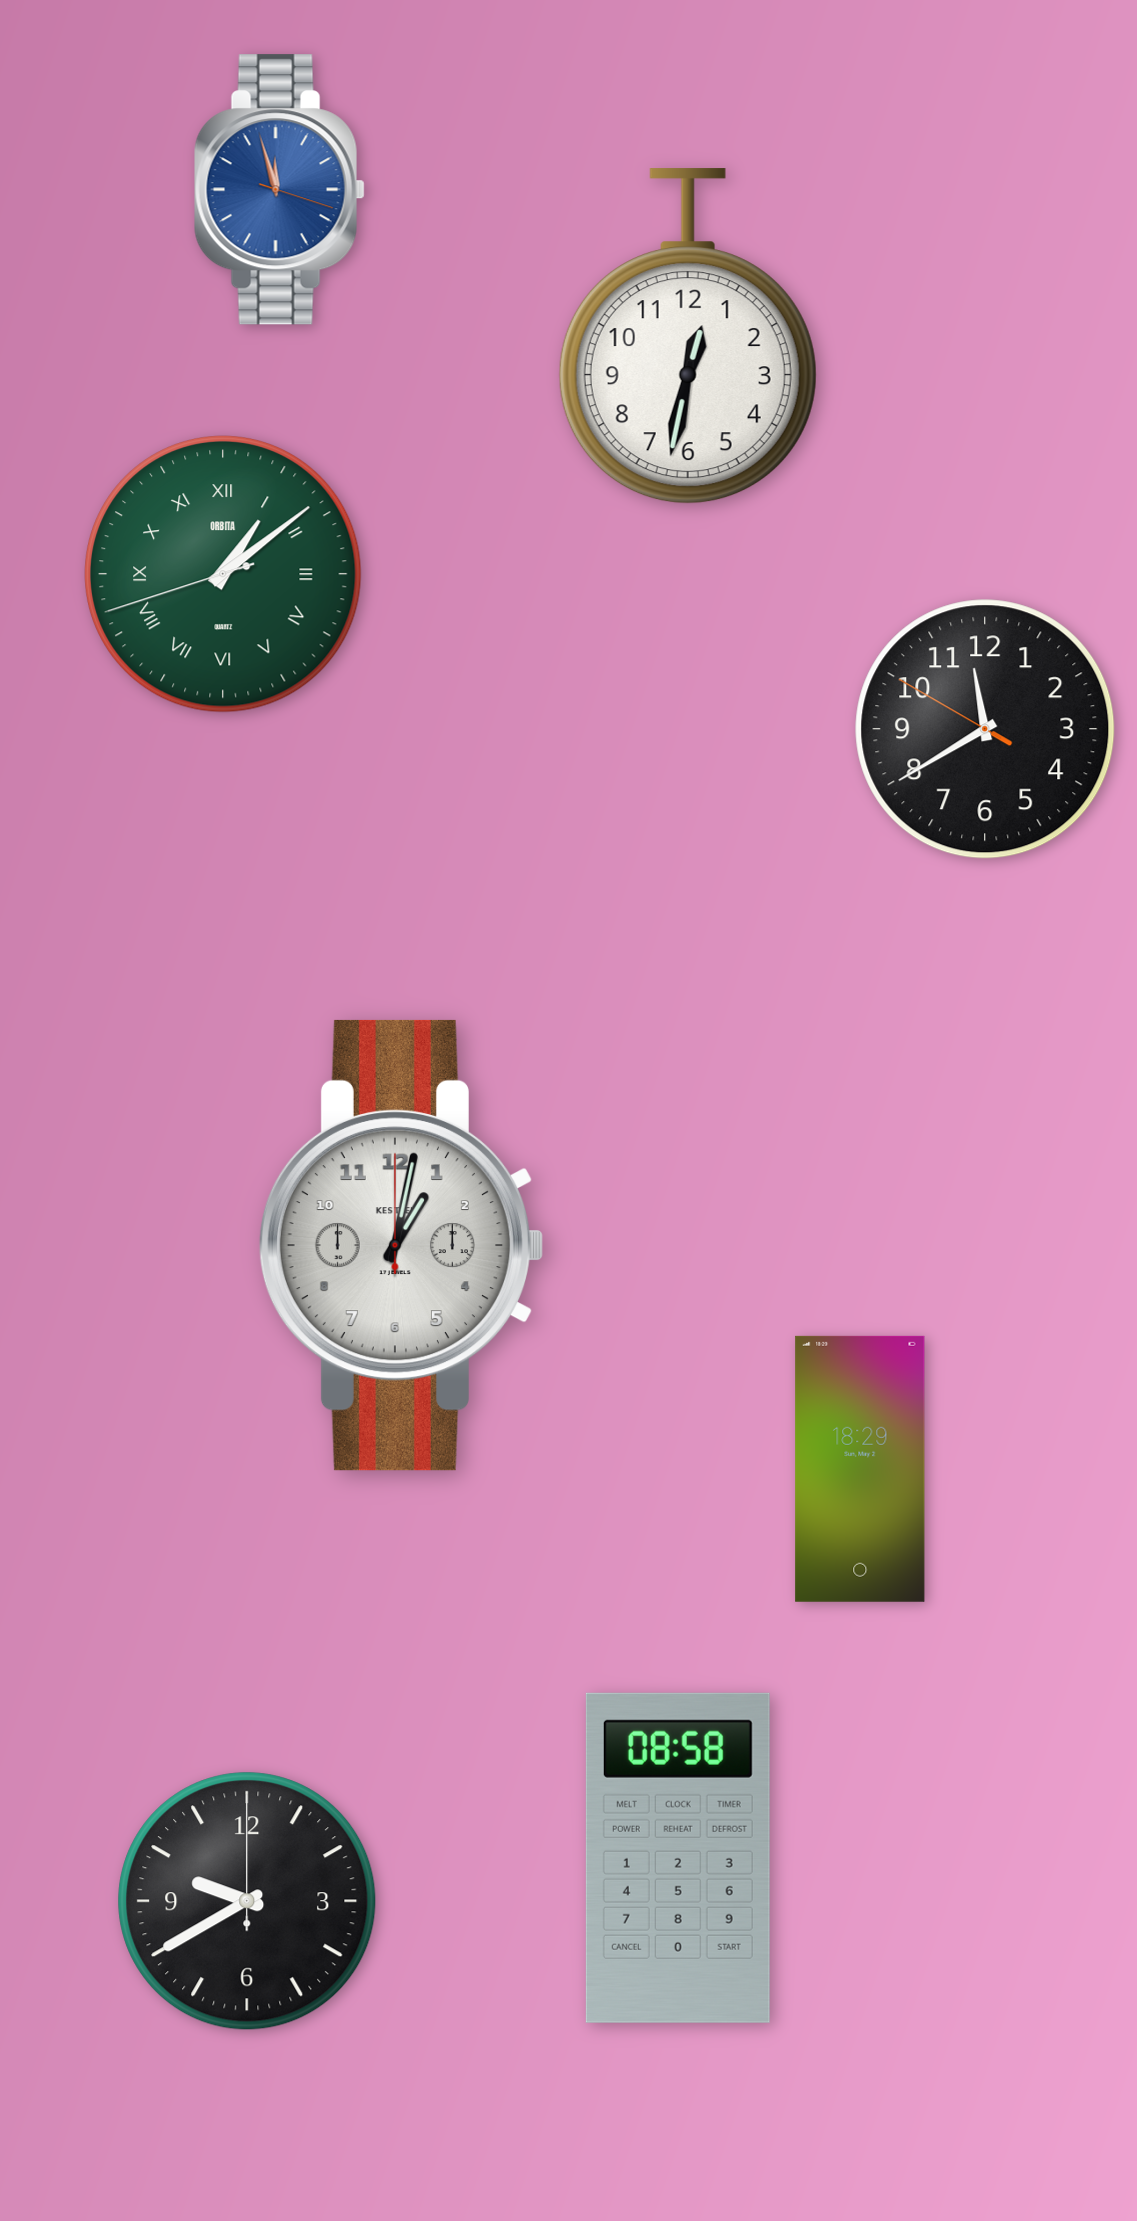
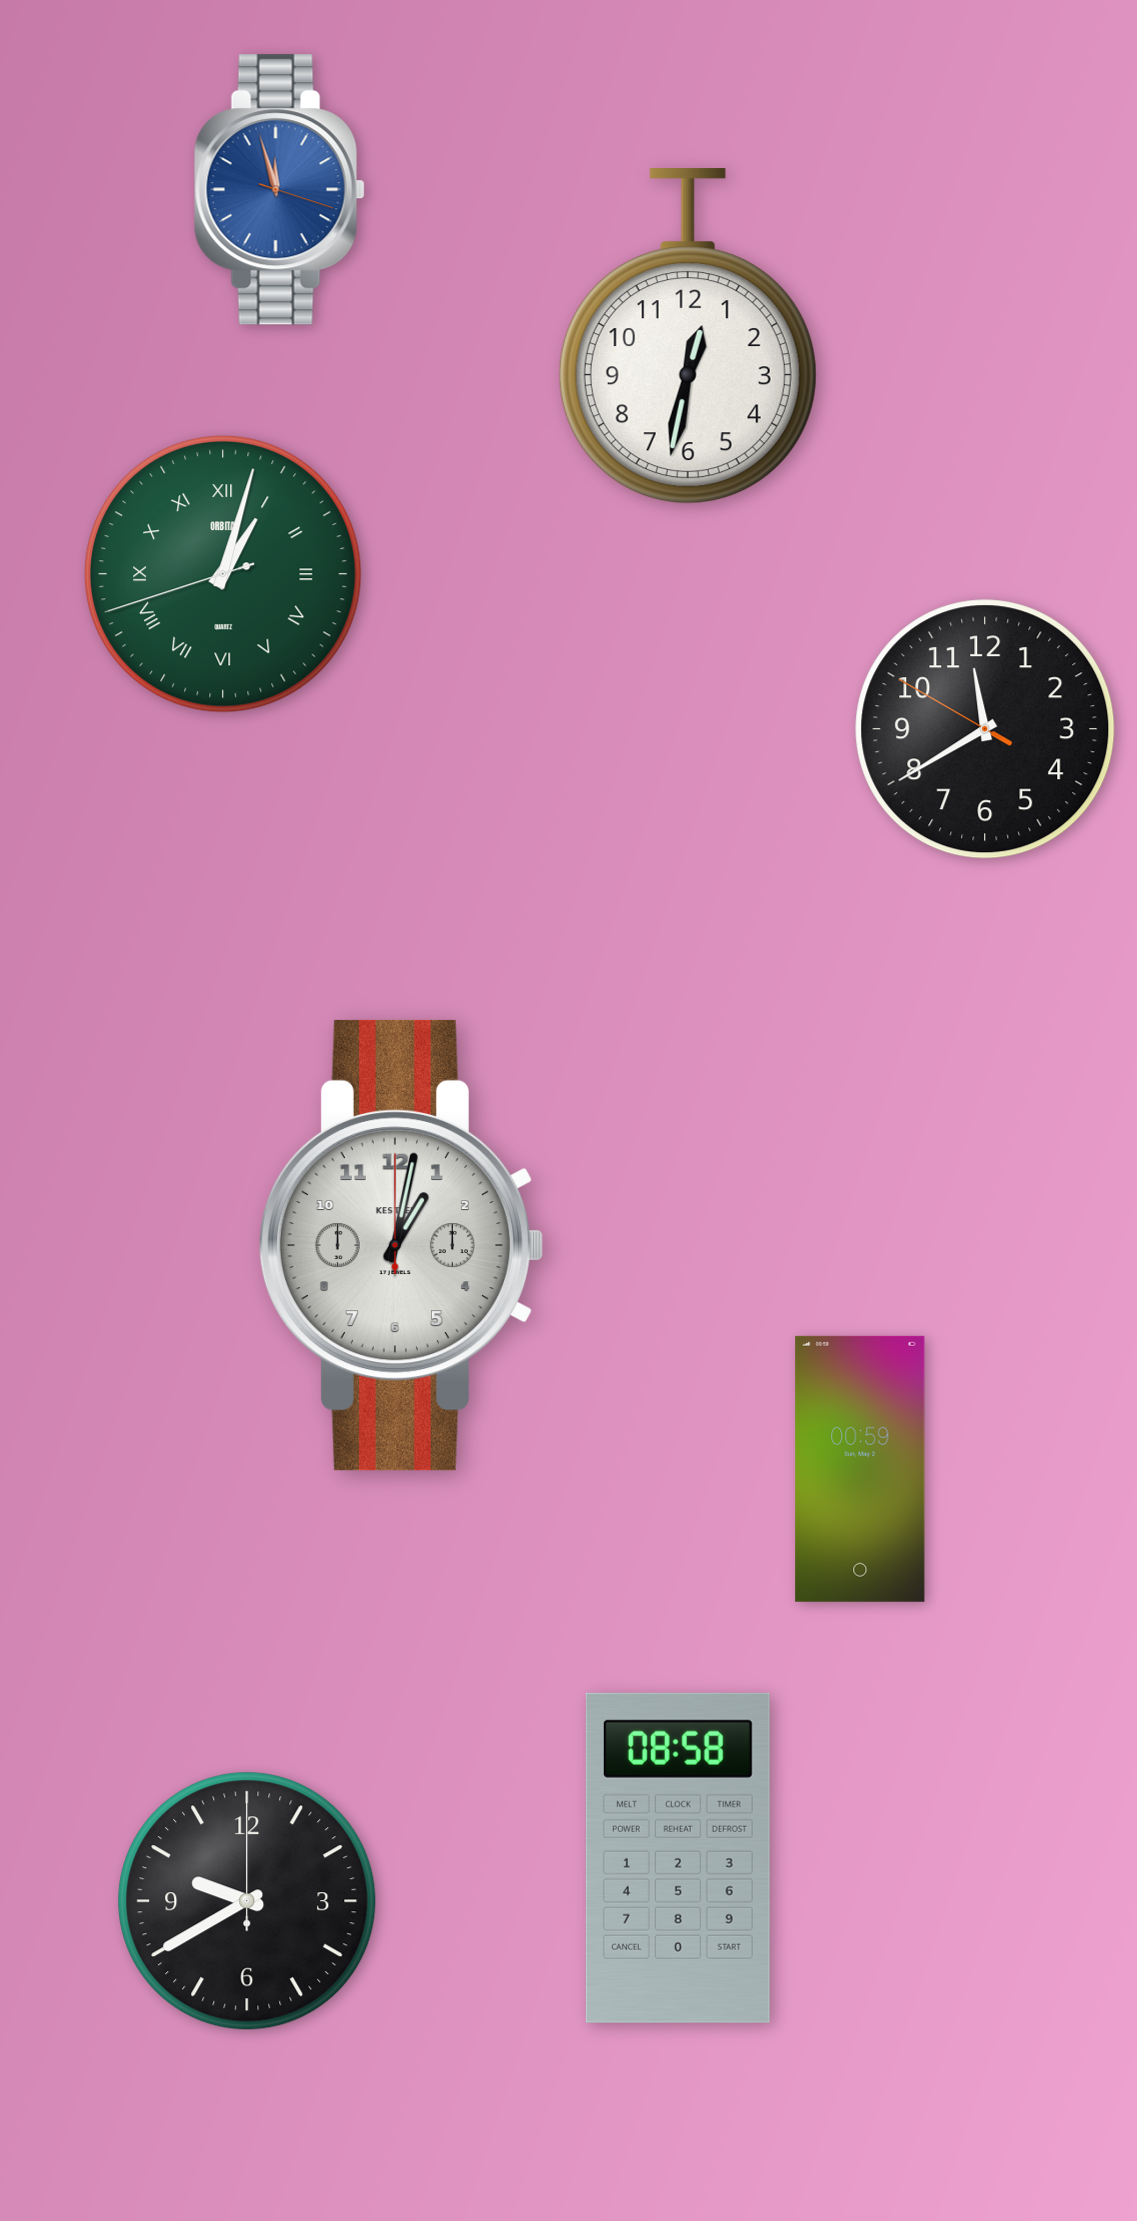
clock at (224, 575): 1:08 -> 1:02
clock at (860, 1469): 18:29 -> 00:59
